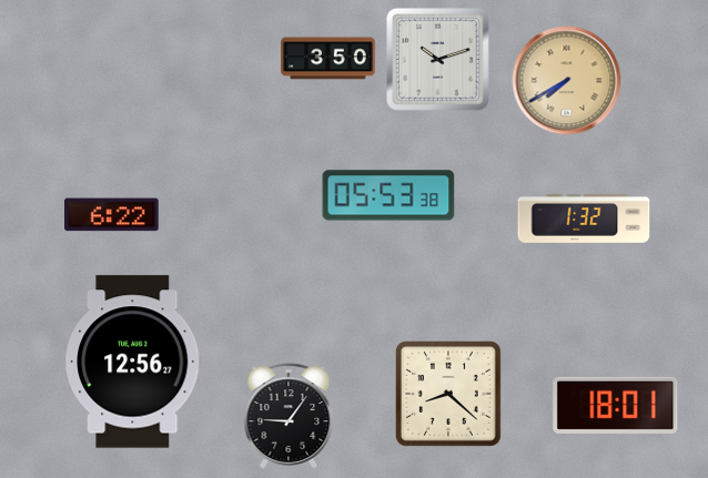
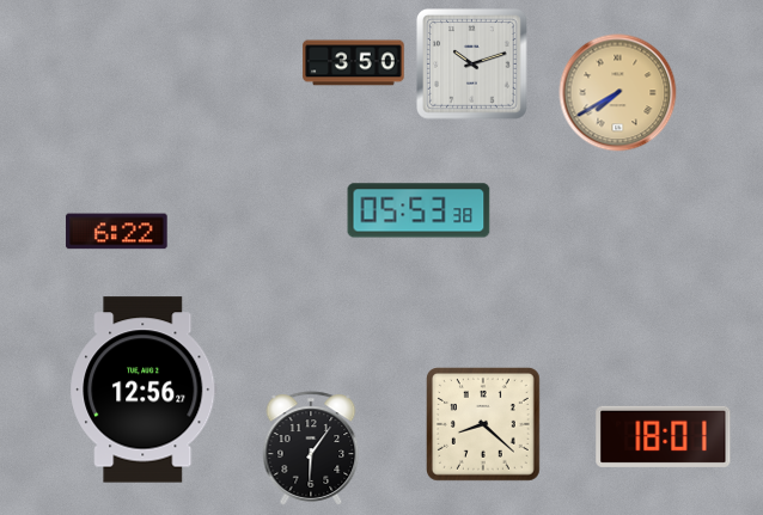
clock at (567, 81) position: (567, 81) -> (618, 93)
clock at (112, 215) position: (112, 215) -> (117, 232)
clock at (584, 220): 1:32 -> none
clock at (289, 416): 9:06 -> 6:06
